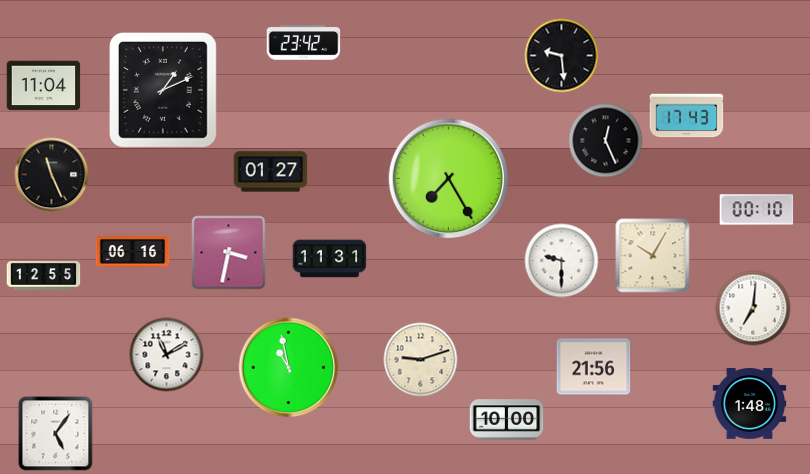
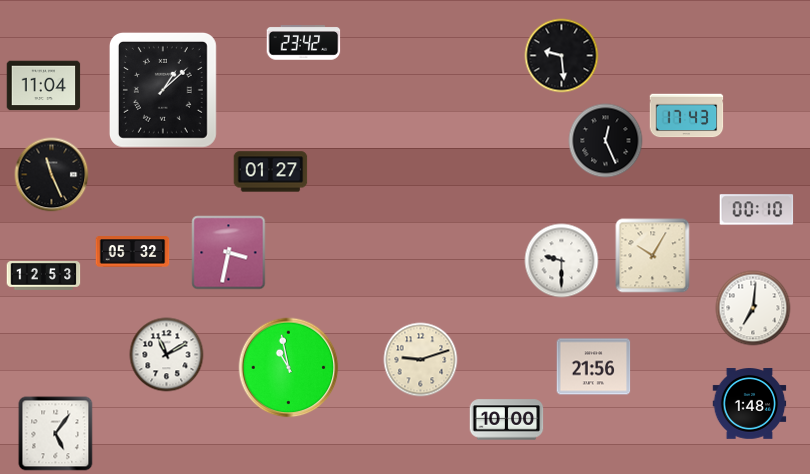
clock at (163, 90): 1:11 -> 1:08
clock at (449, 179): 7:25 -> none
clock at (133, 252): 06:16 -> 05:32
clock at (330, 259): 11:31 -> none
clock at (44, 276): 12:55 -> 12:53
